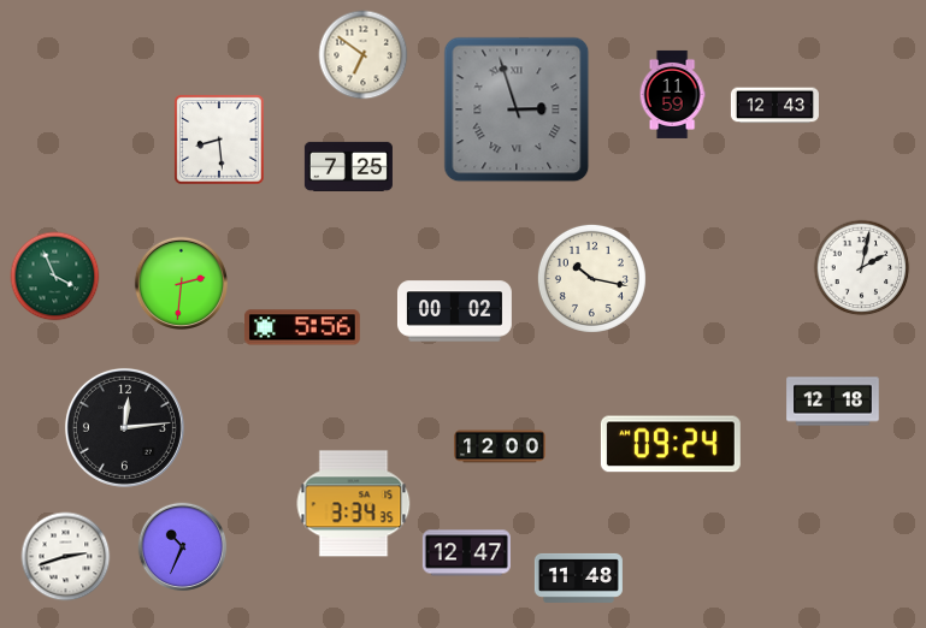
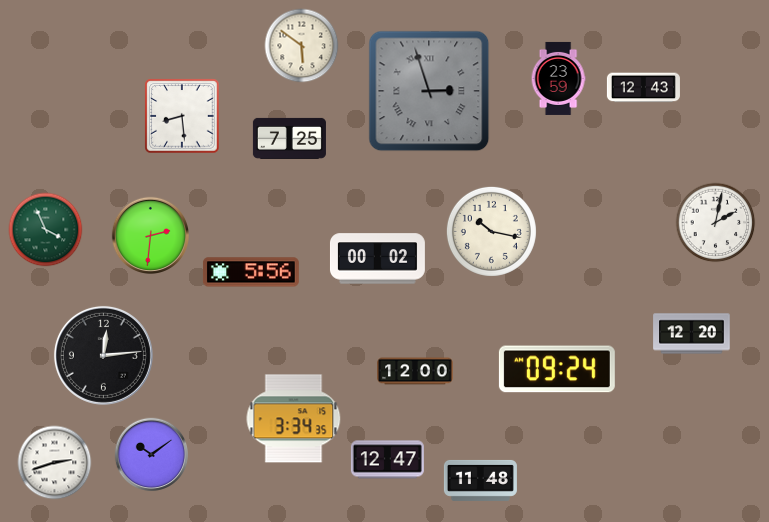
clock at (364, 55): 6:51 -> 5:51
clock at (672, 94): 11:59 -> 23:59
clock at (833, 402): 12:18 -> 12:20
clock at (183, 547): 10:34 -> 10:09
